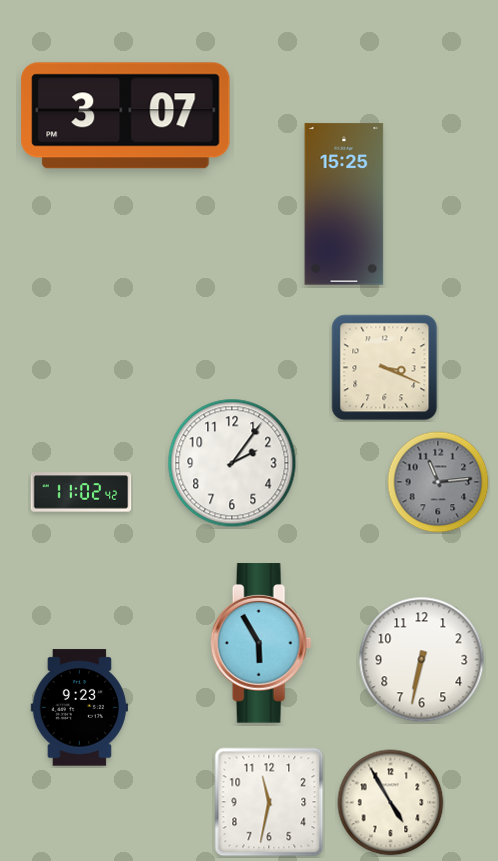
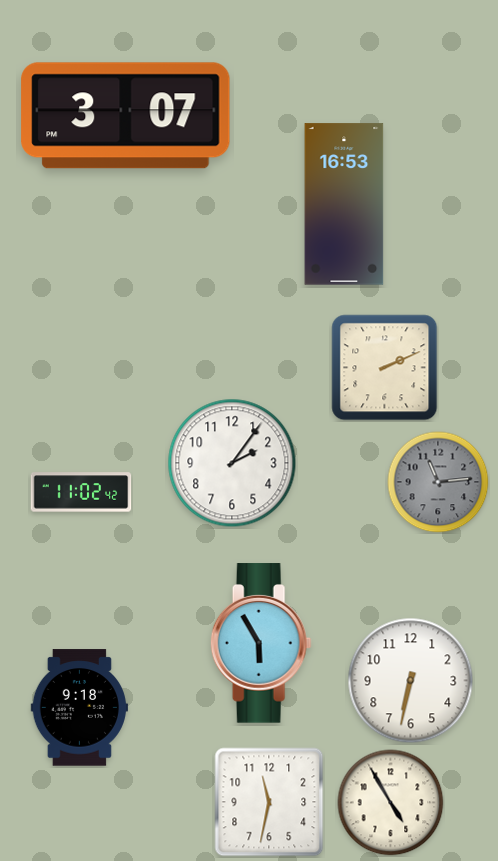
clock at (344, 204): 15:25 -> 16:53
clock at (385, 368): 3:19 -> 2:11
clock at (422, 660) position: (422, 660) -> (411, 681)
clock at (79, 708): 9:23 -> 9:18
